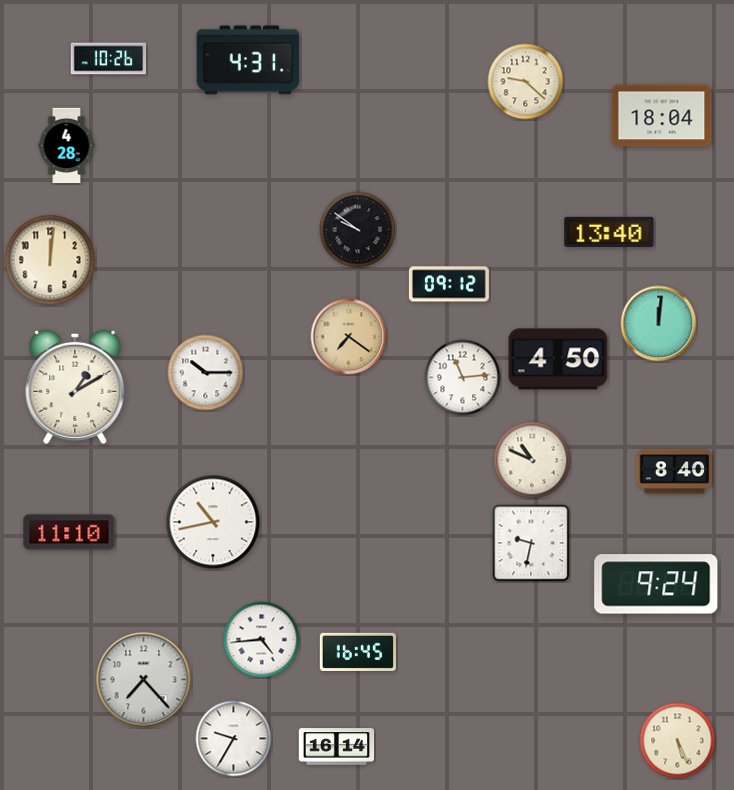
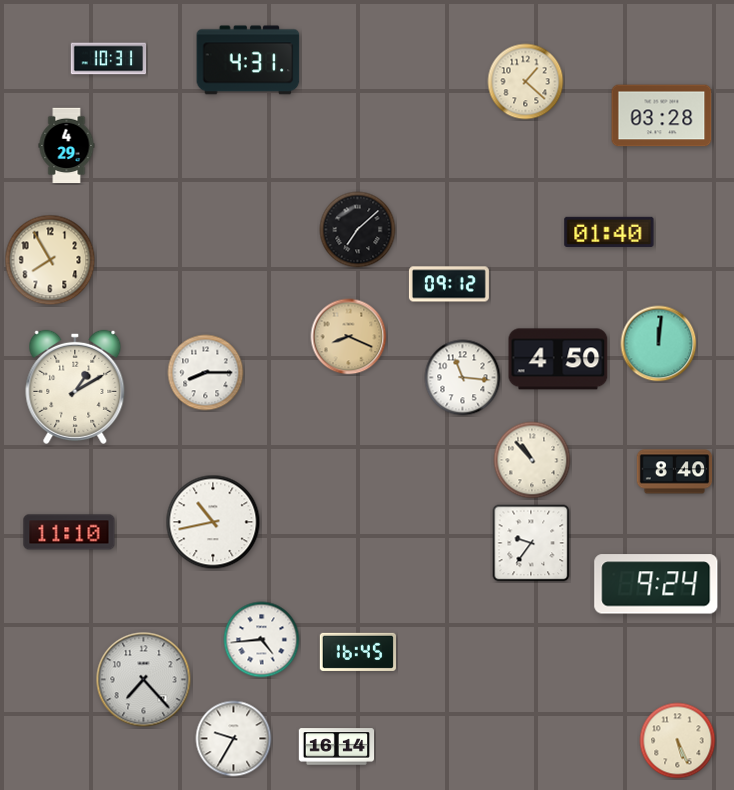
clock at (109, 59): 10:26 -> 10:31
clock at (526, 82): 9:22 -> 1:22
clock at (662, 116): 18:04 -> 03:28
clock at (67, 146): 4:28 -> 4:29
clock at (358, 230): 9:51 -> 7:08
clock at (609, 232): 13:40 -> 01:40
clock at (50, 260): 12:01 -> 7:55
clock at (659, 324) position: (659, 324) -> (659, 344)
clock at (349, 337): 7:21 -> 8:19
clock at (206, 373): 10:15 -> 8:15
clock at (463, 378): 11:14 -> 11:16
clock at (532, 460): 10:49 -> 10:53
clock at (531, 543): 9:32 -> 9:36
